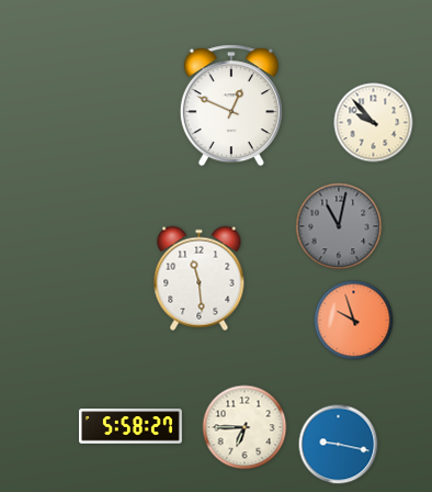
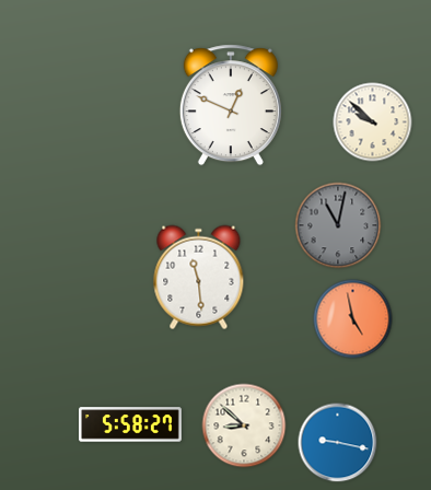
clock at (374, 123): 9:53 -> 9:52
clock at (354, 321): 9:57 -> 4:58
clock at (245, 427): 6:45 -> 8:52
